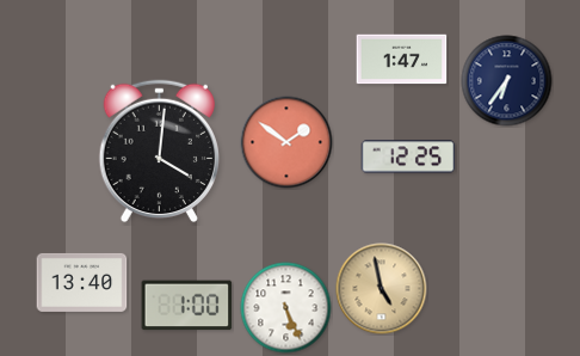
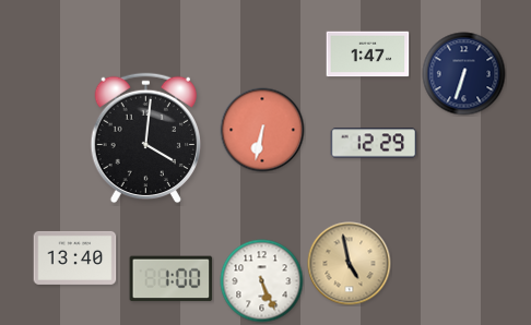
clock at (507, 81): 6:36 -> 6:33
clock at (286, 142): 1:51 -> 6:32
clock at (408, 156): 12:25 -> 12:29
